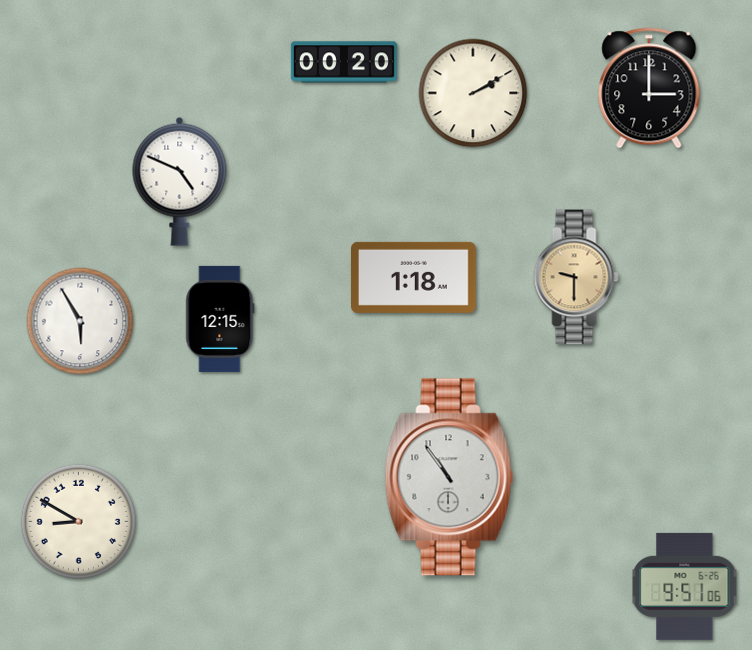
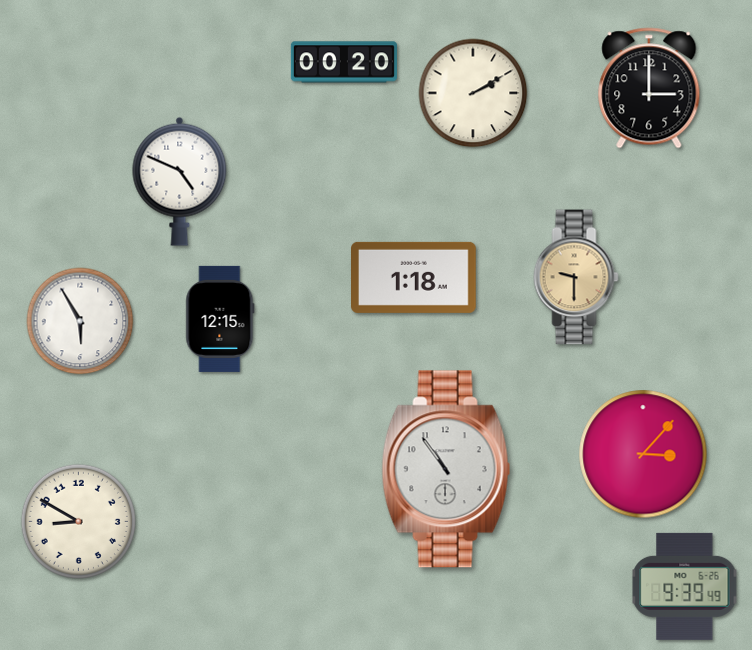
clock at (643, 454): none -> 3:07
clock at (449, 477) position: (449, 477) -> (446, 469)
clock at (685, 586): 9:51 -> 9:39
